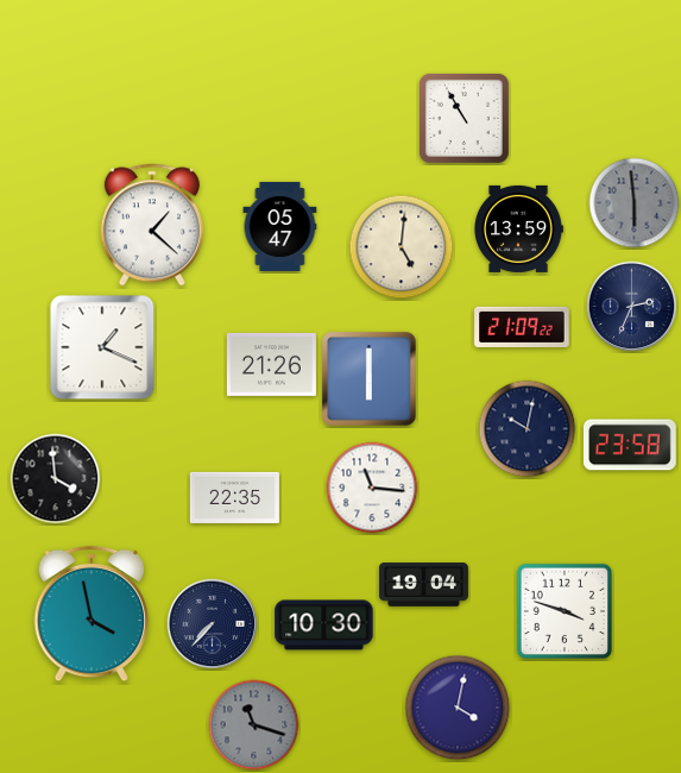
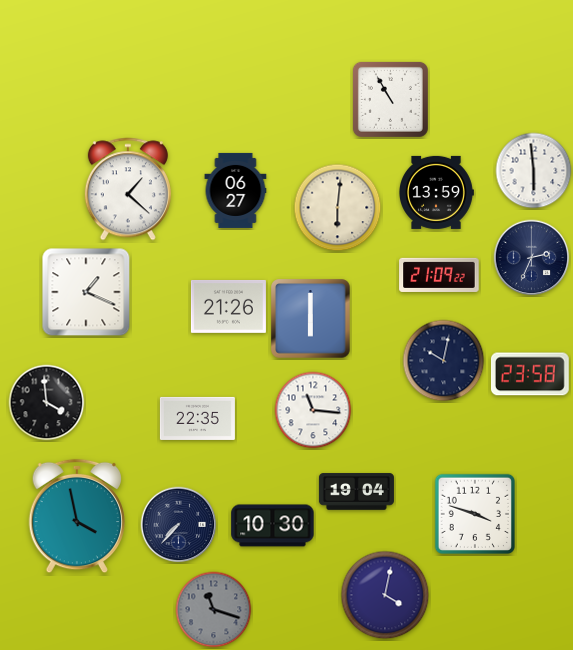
clock at (635, 203) dial: grey -> white
clock at (280, 226): 05:47 -> 06:27
clock at (402, 247): 5:01 -> 6:01
